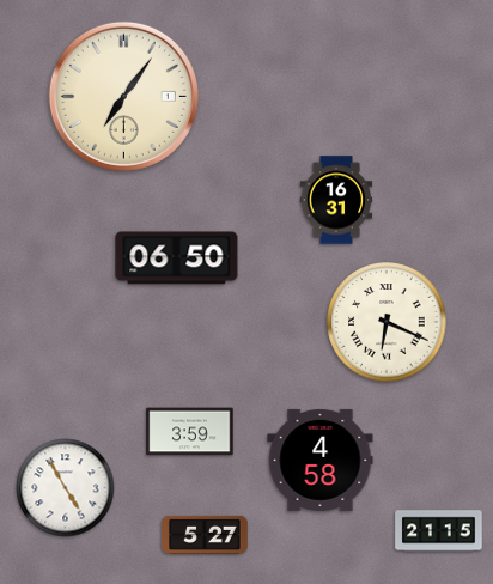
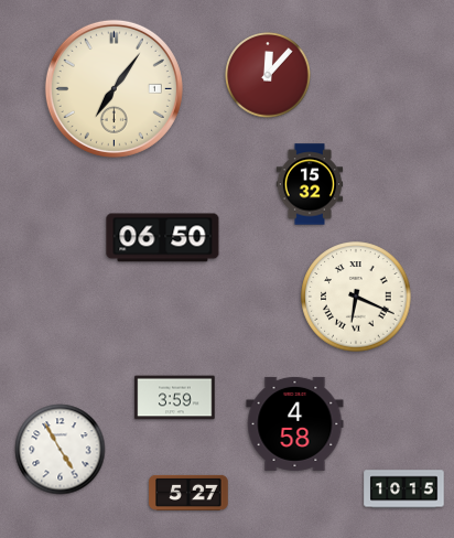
clock at (268, 75): none -> 12:07
clock at (336, 200): 16:31 -> 15:32
clock at (439, 531): 21:15 -> 10:15
